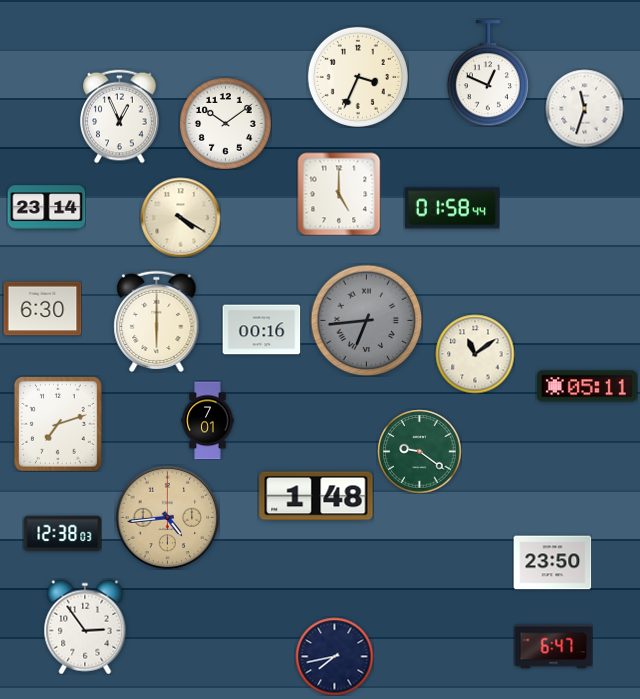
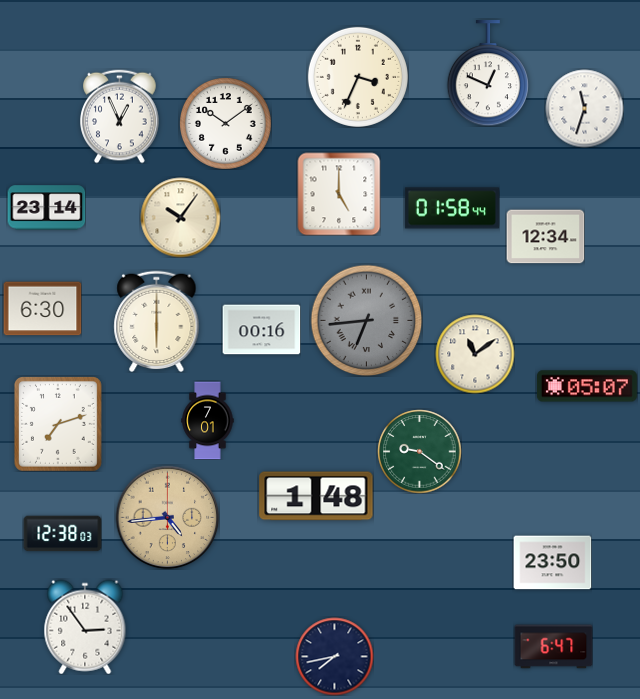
clock at (180, 217): 4:20 -> 10:06
clock at (545, 237): none -> 12:34
clock at (587, 386): 05:11 -> 05:07
